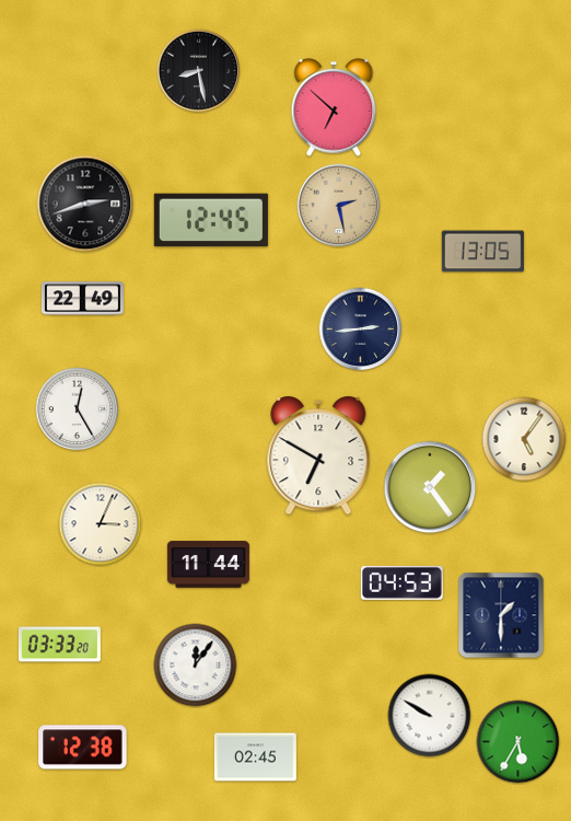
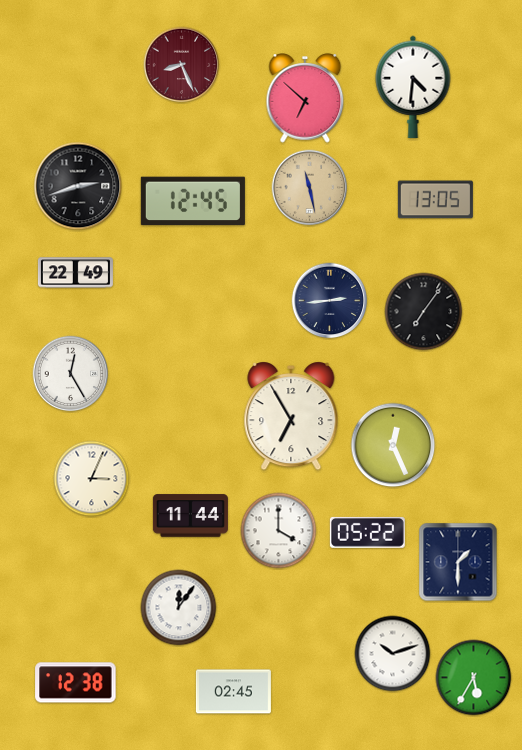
clock at (199, 71): 8:28 -> 8:26
clock at (199, 71) dial: black -> burgundy
clock at (413, 87): none -> 4:31
clock at (339, 206): 2:28 -> 11:28
clock at (482, 252) position: (482, 252) -> (435, 200)
clock at (424, 312): none -> 7:06
clock at (524, 439): 5:06 -> none
clock at (318, 455): 6:50 -> 6:55
clock at (430, 487): 1:24 -> 12:26
clock at (279, 531): none -> 4:00
clock at (401, 582): 04:53 -> 05:22
clock at (59, 645): 03:33 -> none
clock at (430, 716): 9:50 -> 10:12
